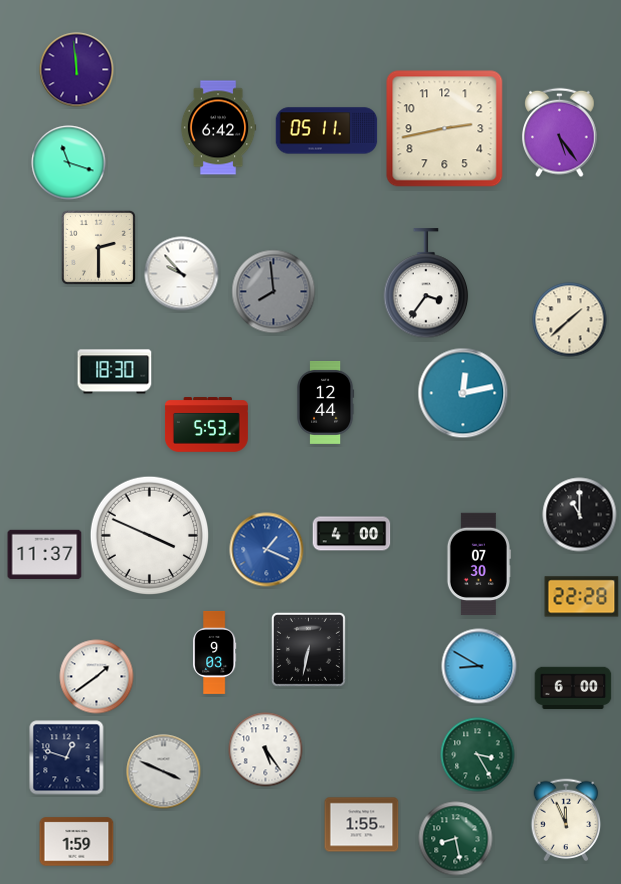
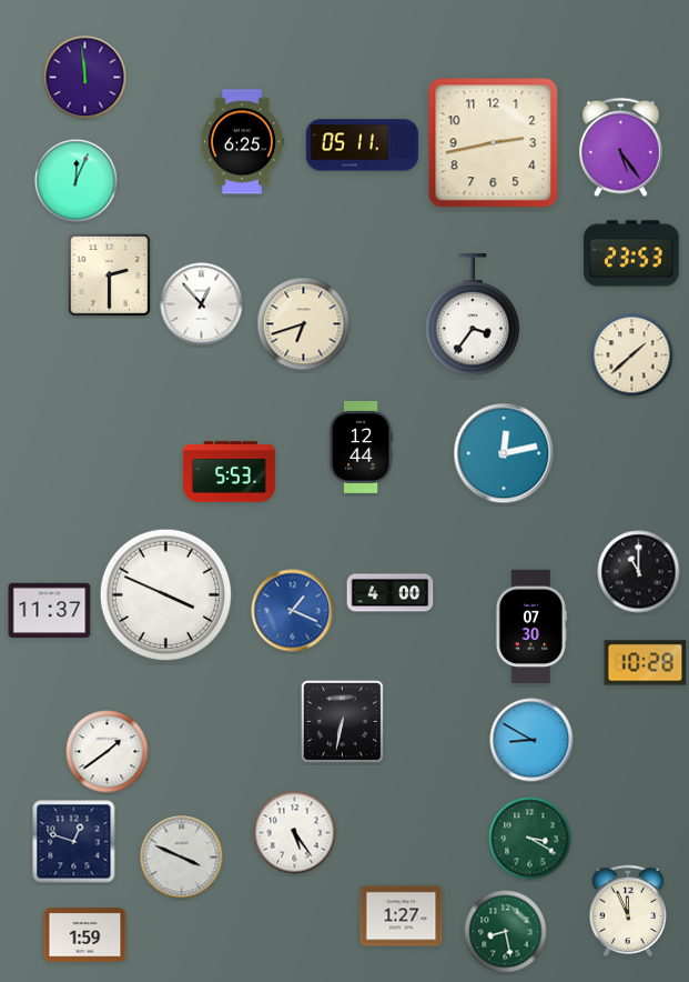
clock at (218, 128): 6:42 -> 6:25
clock at (69, 163): 11:18 -> 12:04
clock at (631, 253): none -> 23:53
clock at (182, 274): 9:53 -> 12:53
clock at (274, 292): 7:59 -> 6:42
clock at (274, 292) dial: grey -> cream
clock at (115, 372): 18:30 -> none
clock at (463, 393) position: (463, 393) -> (504, 453)
clock at (580, 515) position: (580, 515) -> (639, 572)
clock at (267, 550) position: (267, 550) -> (293, 611)
clock at (45, 555) position: (45, 555) -> (50, 611)
clock at (582, 597): 22:28 -> 10:28
clock at (215, 652): 9:03 -> none
clock at (573, 688): 6:00 -> none
clock at (478, 755): 3:25 -> 3:20
clock at (362, 825): 1:55 -> 1:27
